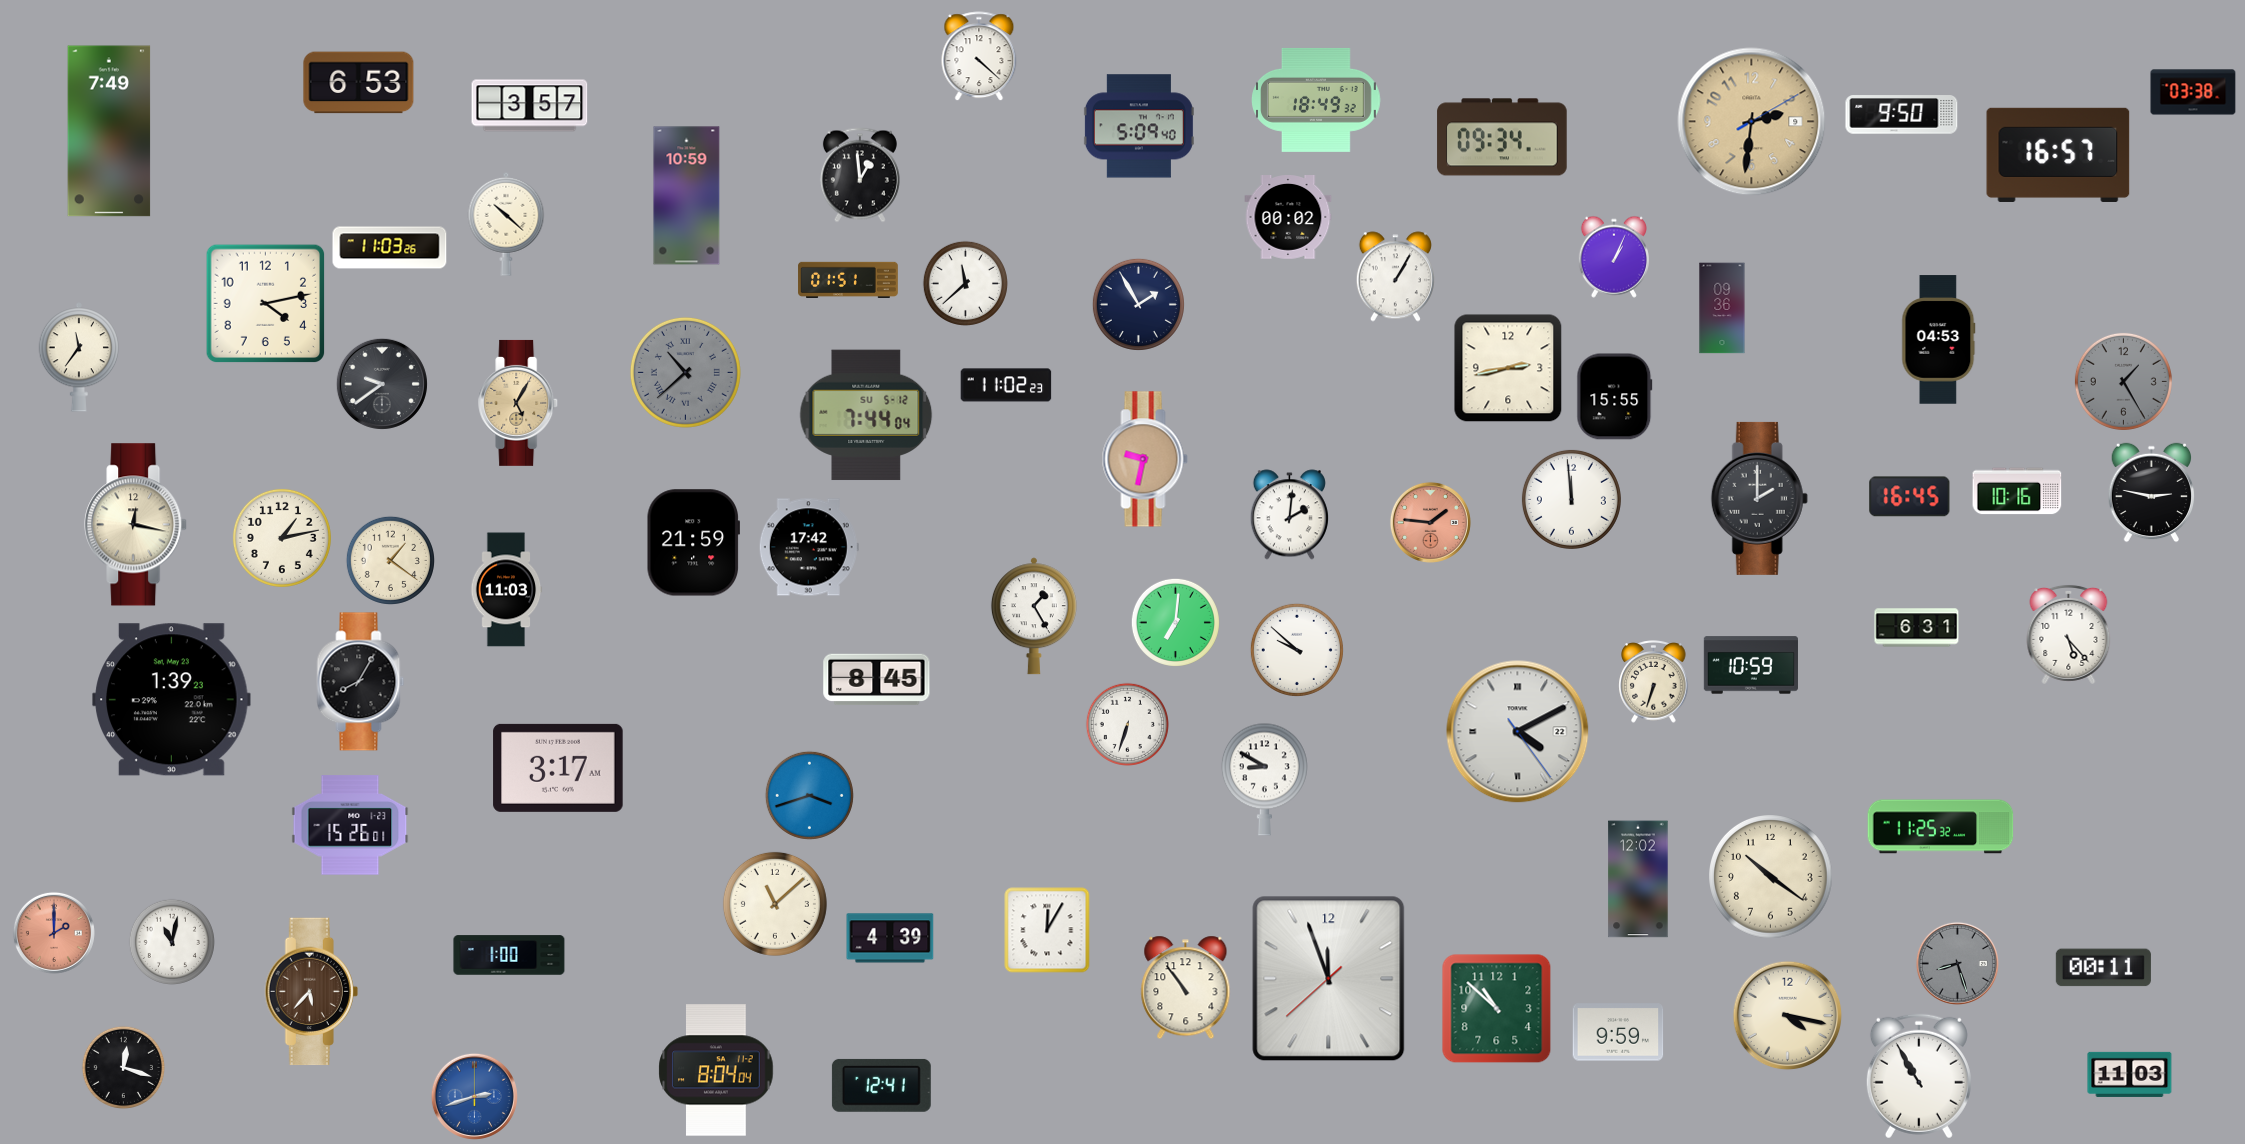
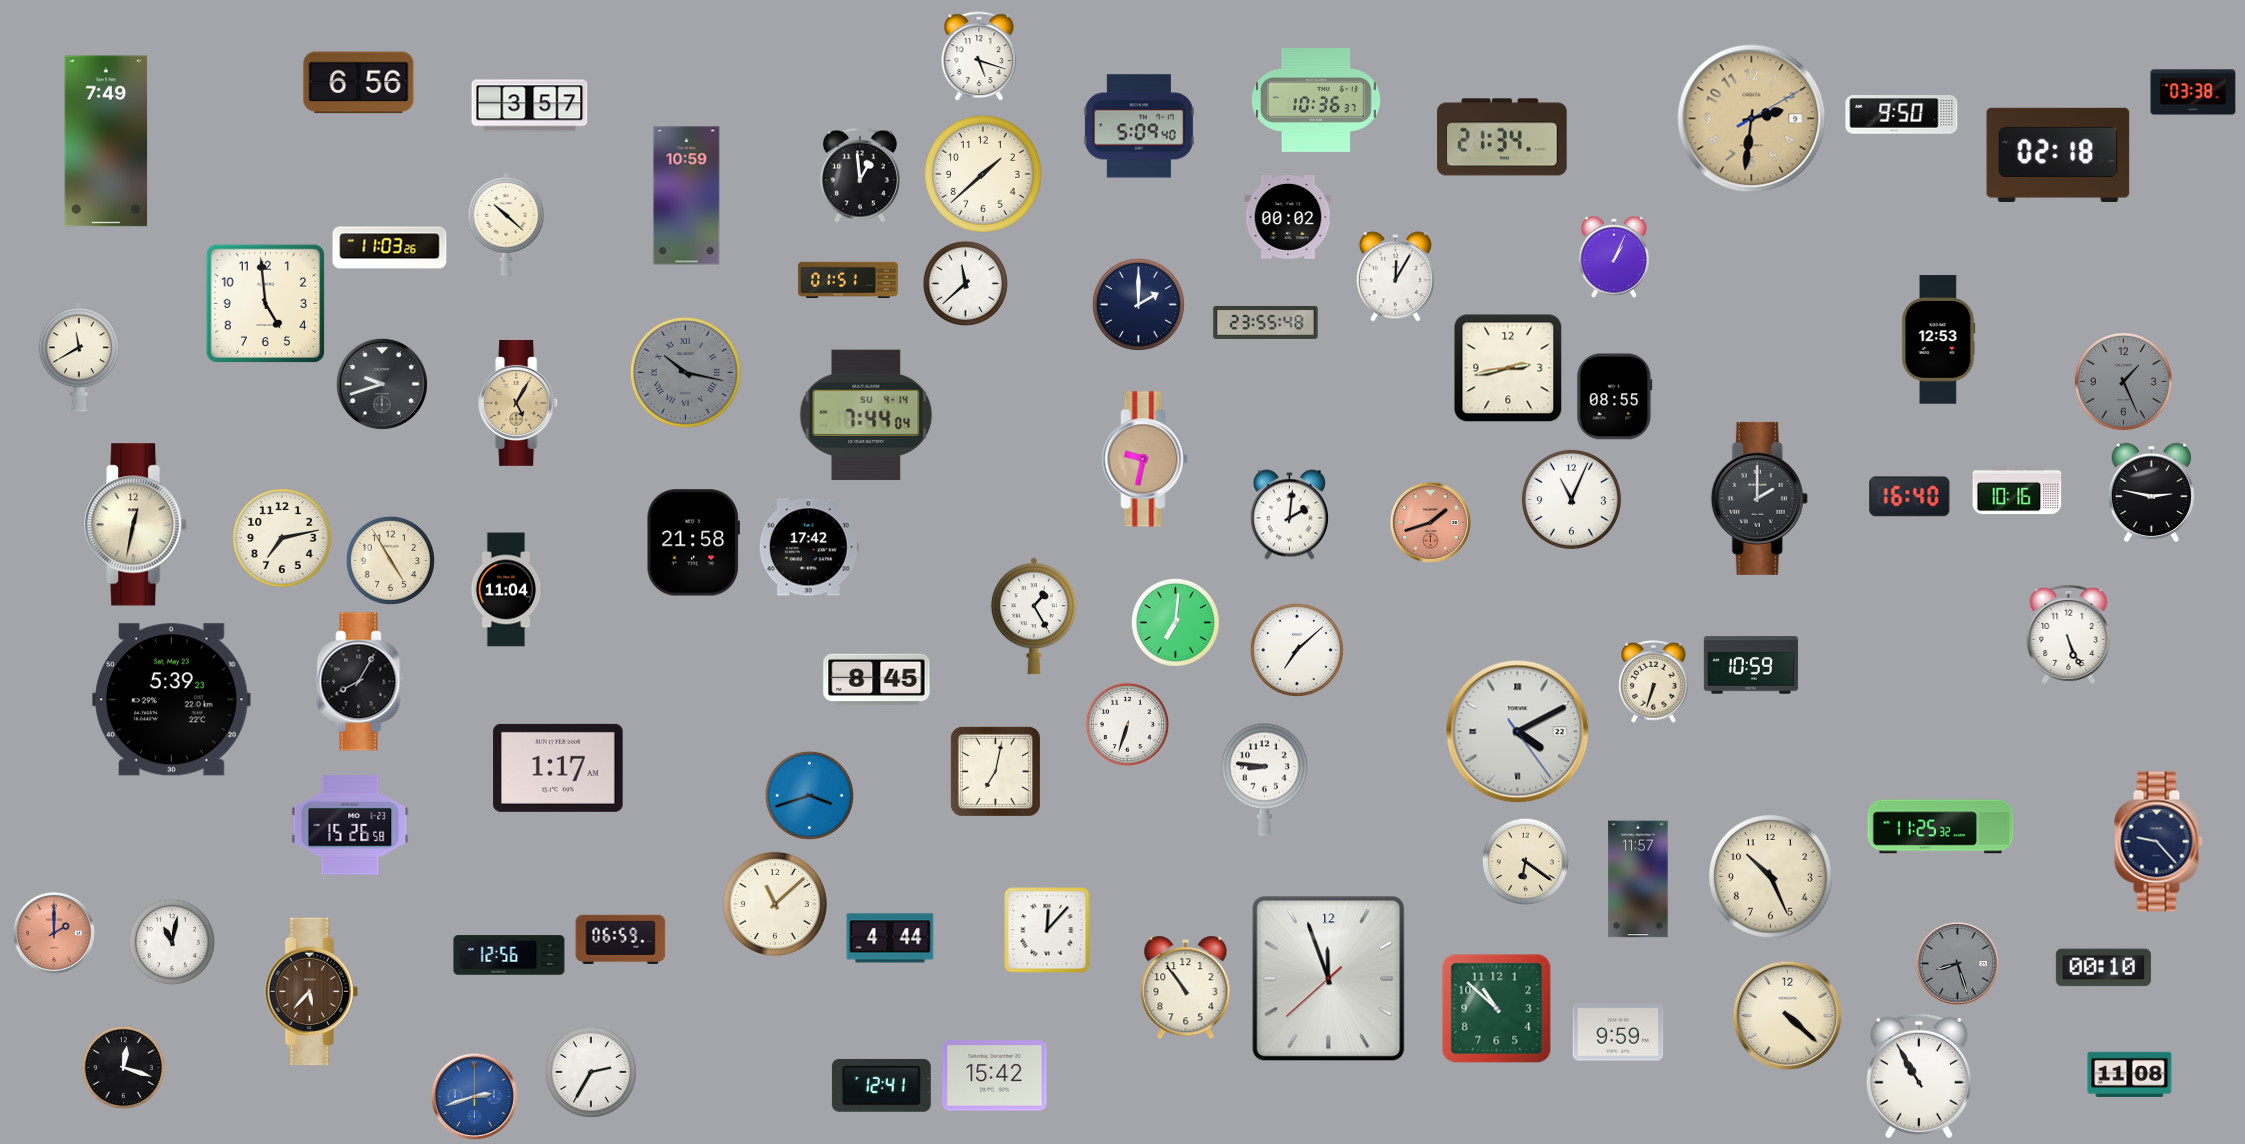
clock at (979, 57): 4:22 -> 5:18
clock at (359, 83): 6:53 -> 6:56
clock at (1317, 100): 18:49 -> 10:36
clock at (1752, 122) position: (1752, 122) -> (1752, 119)
clock at (109, 131) position: (109, 131) -> (106, 141)
clock at (1502, 137): 09:34 -> 21:34
clock at (2058, 155): 16:57 -> 02:18
clock at (983, 174): none -> 1:38
clock at (1395, 277): 1:05 -> 12:05
clock at (266, 304): 4:13 -> 4:59
clock at (1138, 304): 1:55 -> 2:00
clock at (1722, 308): 09:36 -> none
clock at (1266, 322): none -> 23:55
clock at (1939, 340): 04:53 -> 12:53
clock at (79, 357): 11:36 -> 11:40
clock at (685, 372): 10:38 -> 10:17
clock at (2123, 381): 1:25 -> 1:26
clock at (382, 384): 9:39 -> 9:42
clock at (1006, 385): 11:02 -> none
clock at (1615, 397): 15:55 -> 08:55
clock at (866, 415) date: SU 5-12 -> SU 4-14
clock at (1910, 497): 16:45 -> 16:40
clock at (1571, 499): 11:59 -> 11:04
clock at (1430, 522): 1:46 -> 1:42
clock at (136, 525): 12:17 -> 12:32
clock at (282, 538): 1:13 -> 7:13
clock at (693, 543): 21:59 -> 21:58
clock at (390, 560): 1:21 -> 4:55
clock at (506, 590): 11:03 -> 11:04
clock at (1917, 628): 6:31 -> none
clock at (2069, 634): 5:23 -> 5:26
clock at (1297, 650): 9:52 -> 7:08
clock at (172, 700): 1:39 -> 5:39
clock at (558, 768): 3:17 -> 1:17
clock at (995, 771): none -> 7:02
clock at (1264, 779): 8:50 -> 8:46
clock at (350, 825): 15:26:01 -> 15:26:58
clock at (2158, 842): none -> 9:23
clock at (1525, 861): none -> 6:21
clock at (1771, 877): 10:21 -> 10:26
clock at (1638, 879): 12:02 -> 11:57
clock at (1047, 930): 12:05 -> 12:07
clock at (890, 938): 4:39 -> 4:44
clock at (621, 939): none -> 06:59
clock at (509, 955): 1:00 -> 12:56
clock at (2103, 968): 00:11 -> 00:10
clock at (1788, 1016): 4:17 -> 4:22
clock at (716, 1070): 8:04 -> none
clock at (591, 1072): none -> 2:35
clock at (2130, 1074): 11:03 -> 11:08
clock at (995, 1076): none -> 15:42
